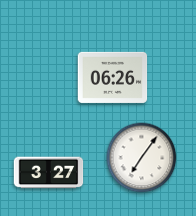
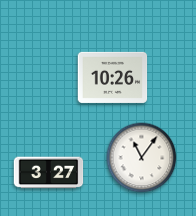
clock at (113, 77): 06:26 -> 10:26
clock at (142, 158): 7:06 -> 11:06
